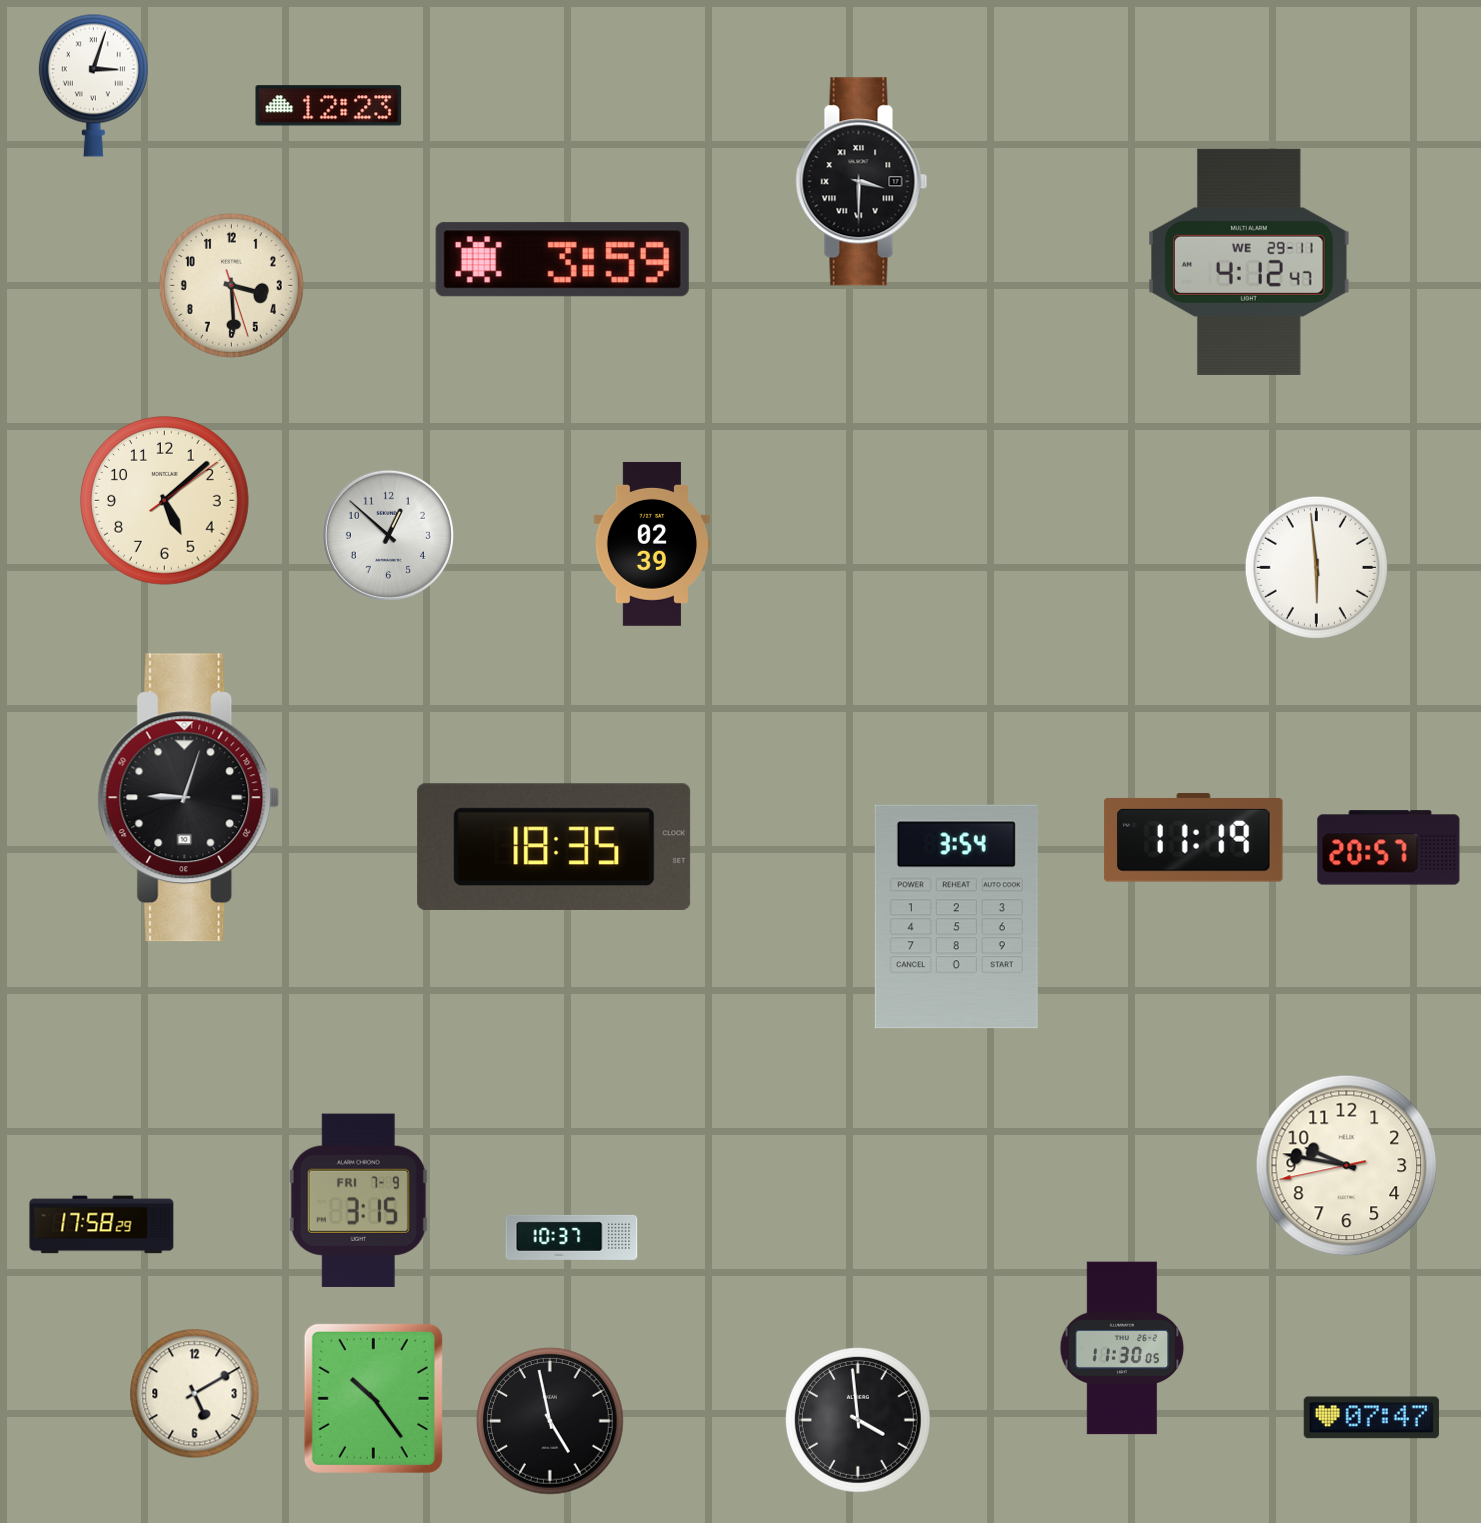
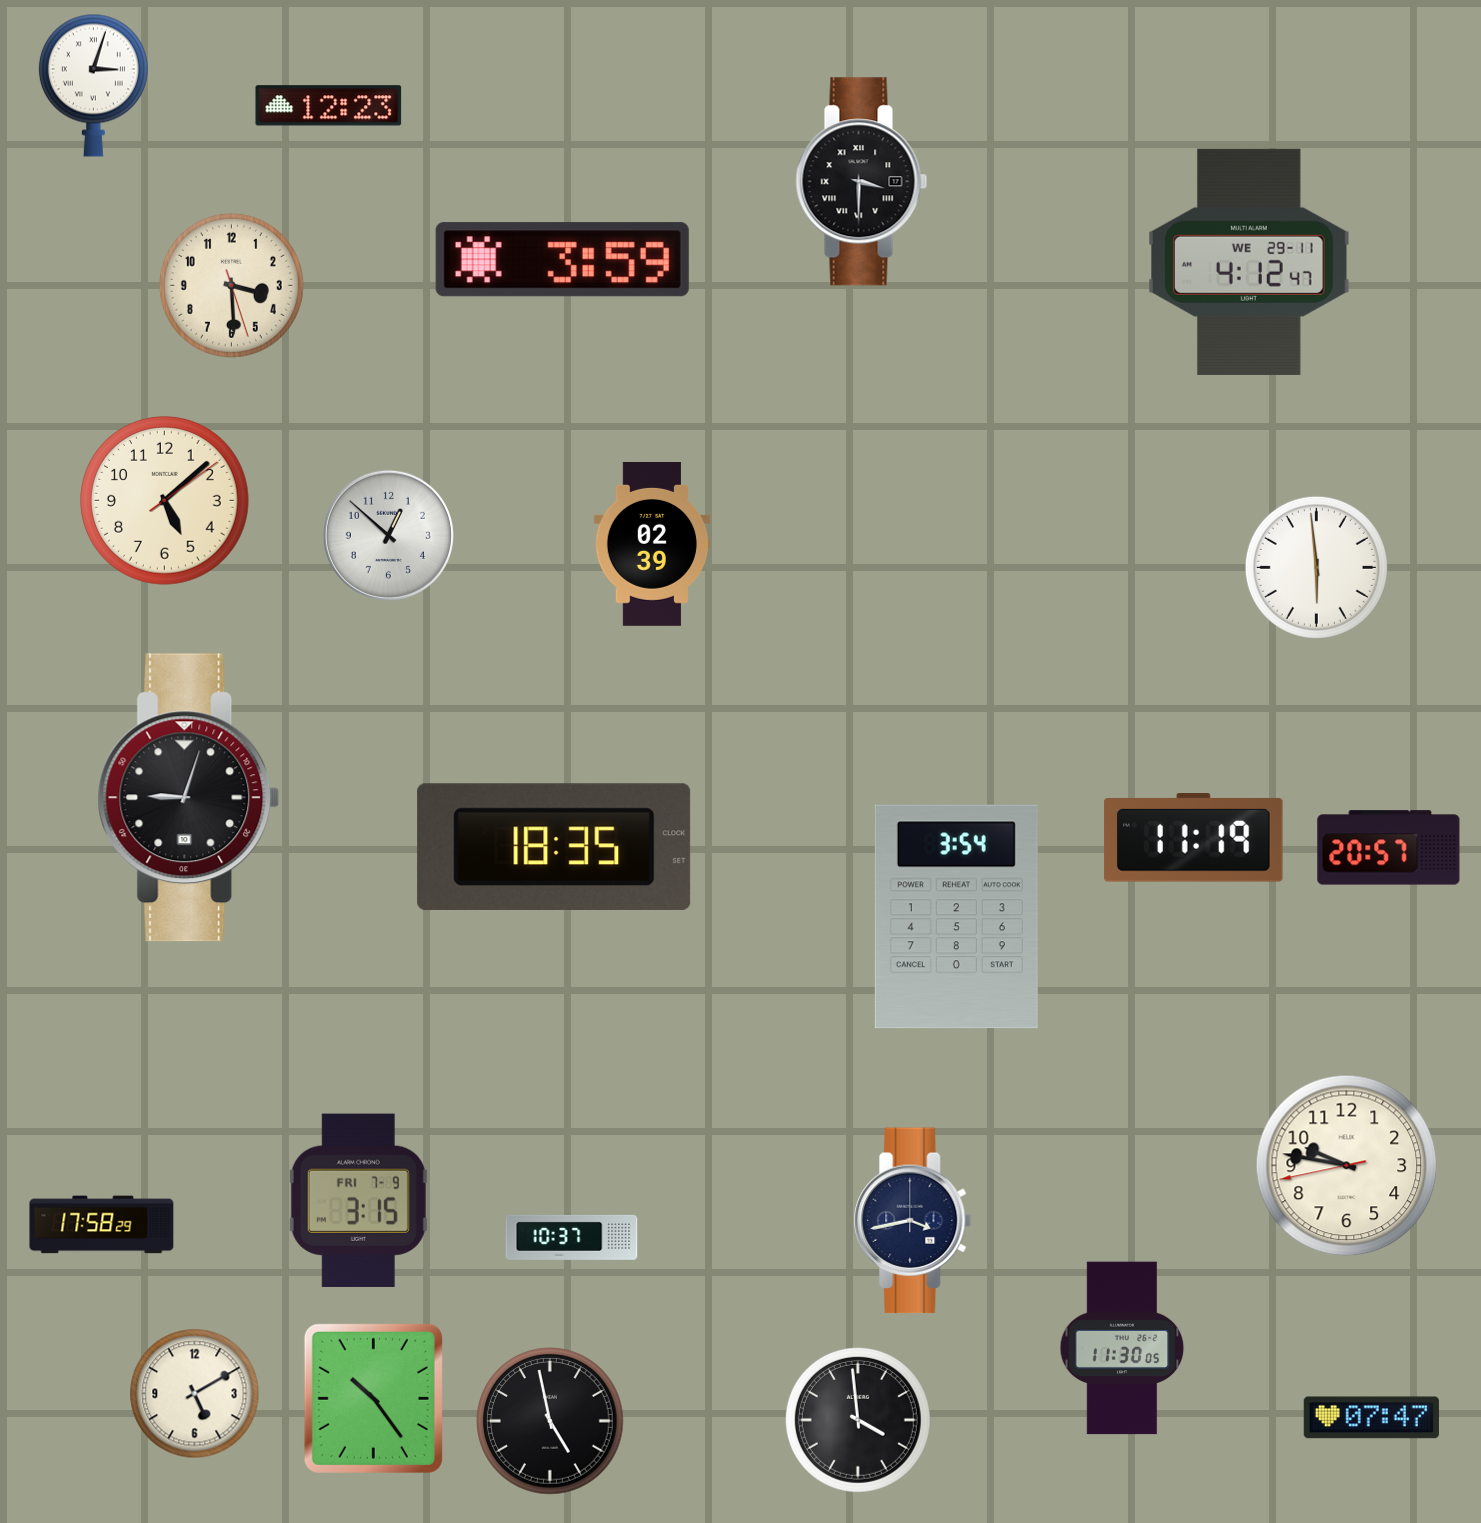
clock at (913, 1221): none -> 3:43
